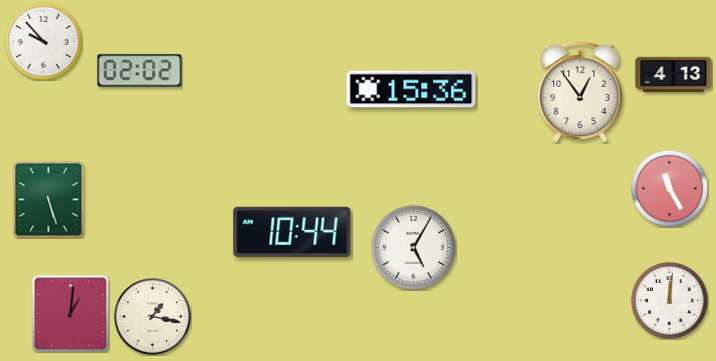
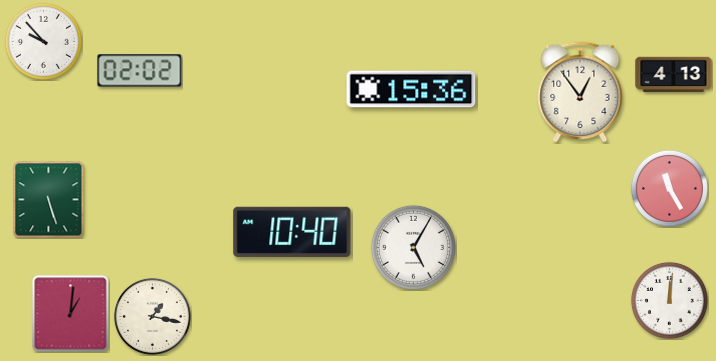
clock at (292, 232): 10:44 -> 10:40
